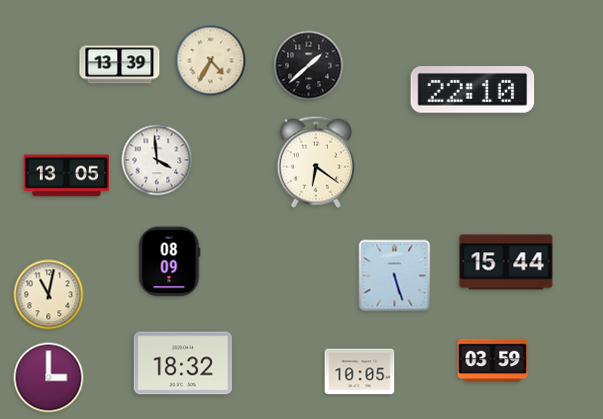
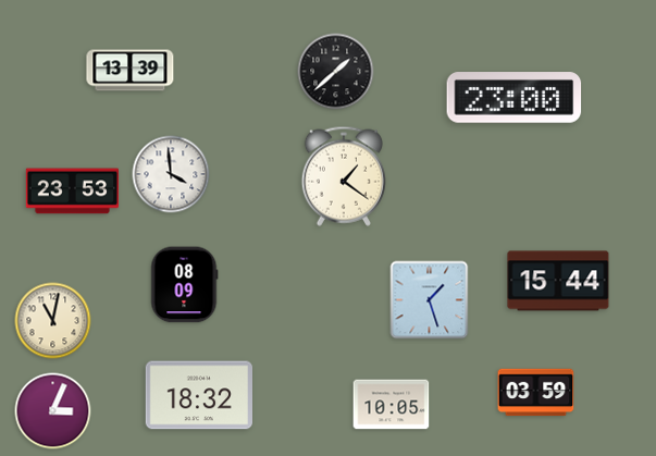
clock at (211, 61): 4:35 -> none
clock at (473, 90): 22:10 -> 23:00
clock at (316, 162): 6:21 -> 1:21
clock at (66, 176): 13:05 -> 23:53
clock at (506, 262) position: (506, 262) -> (558, 281)
clock at (395, 276): 5:27 -> 1:27
clock at (49, 378): 3:00 -> 3:04
